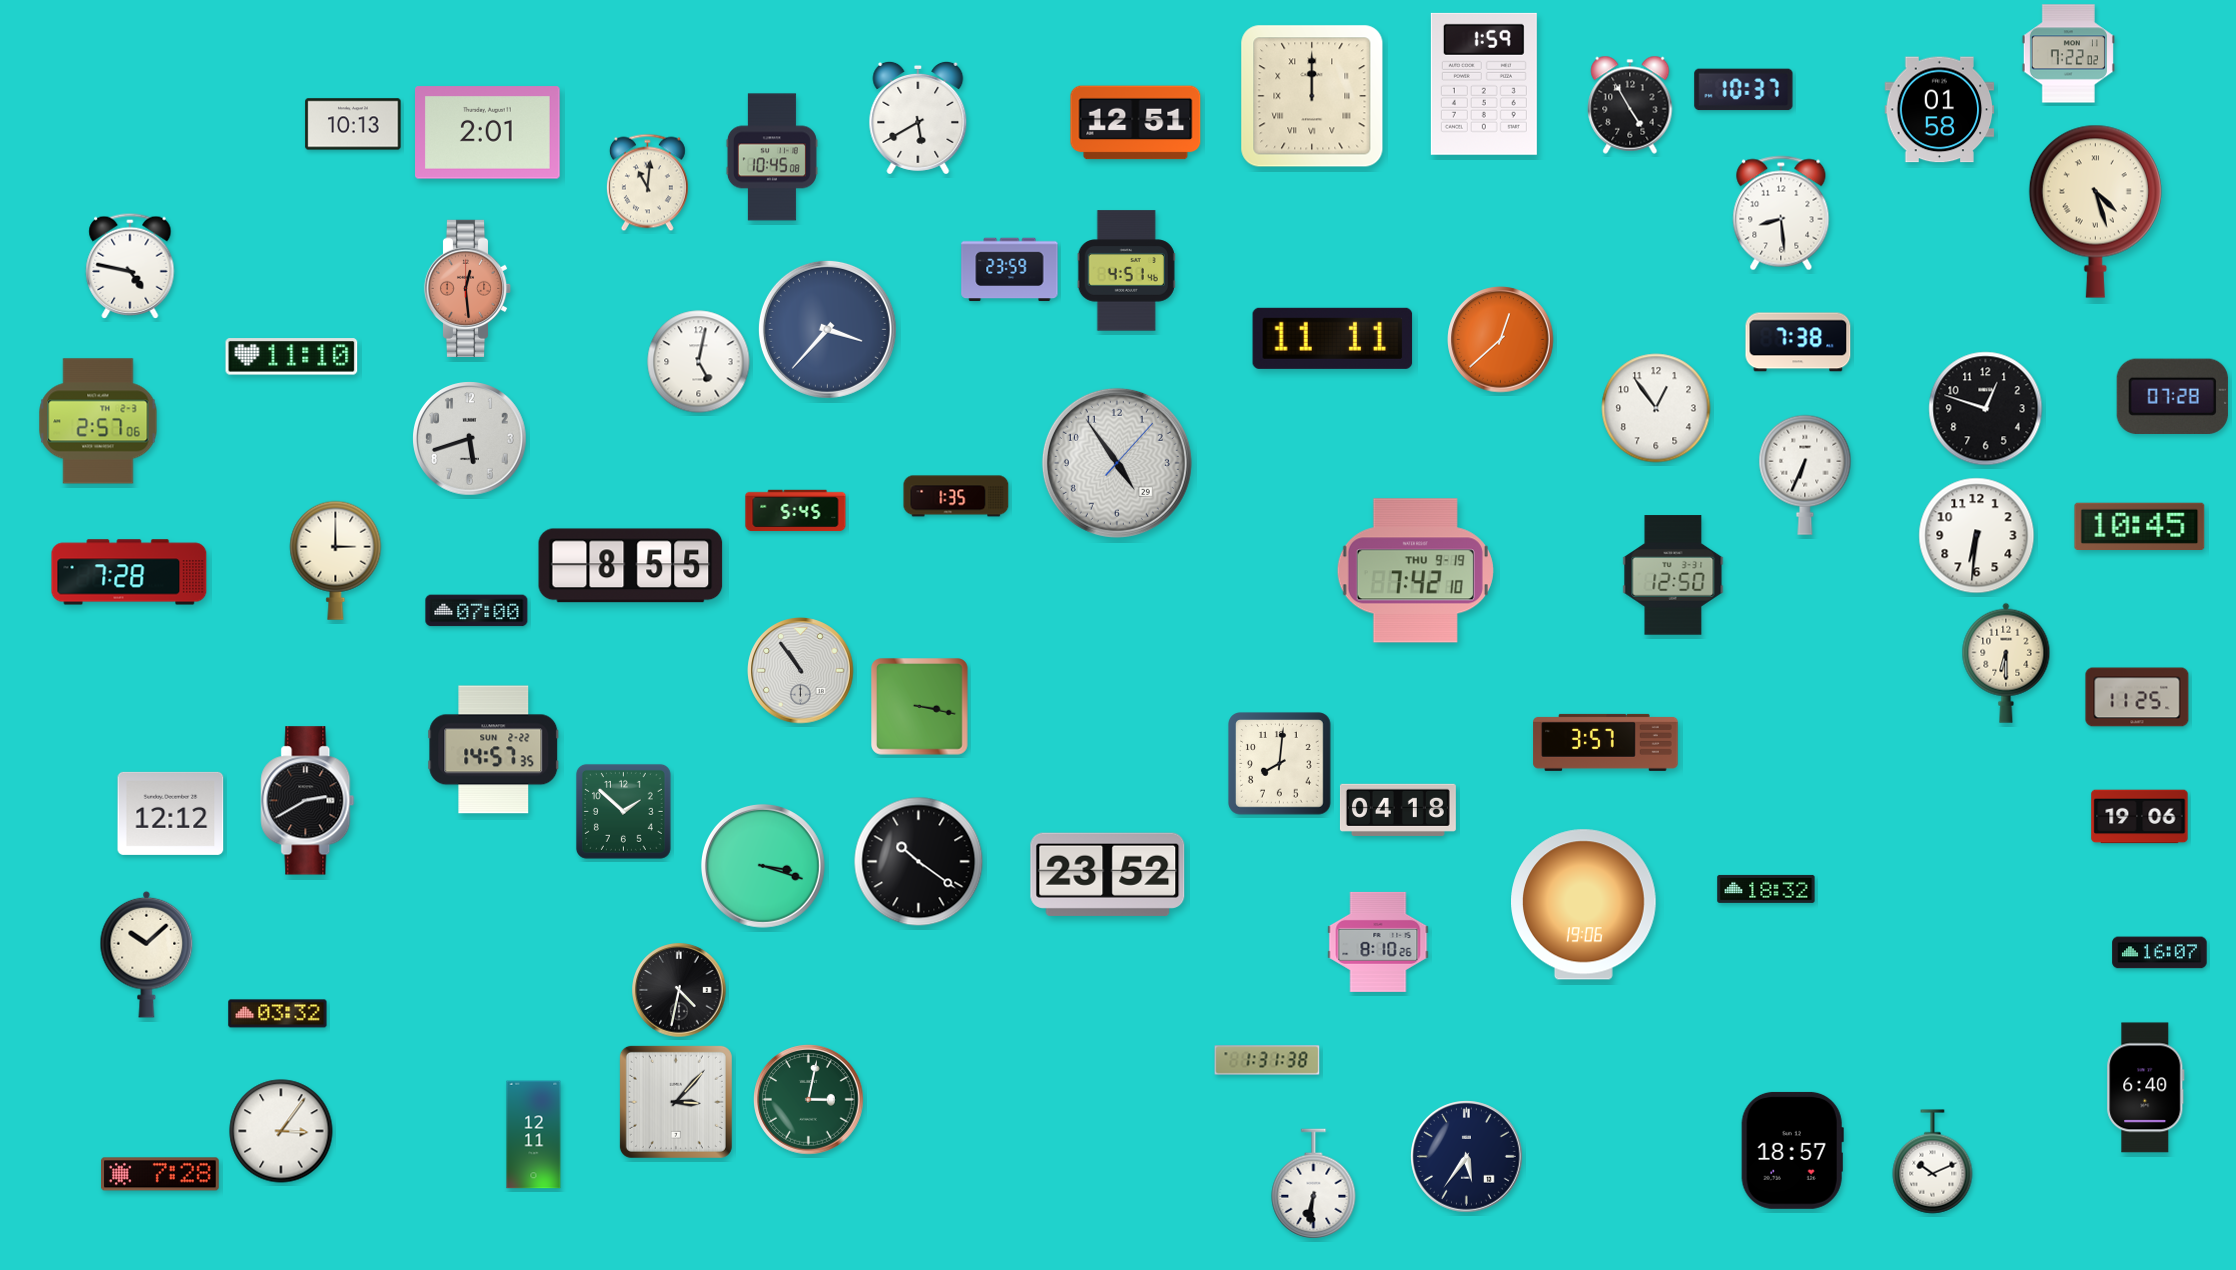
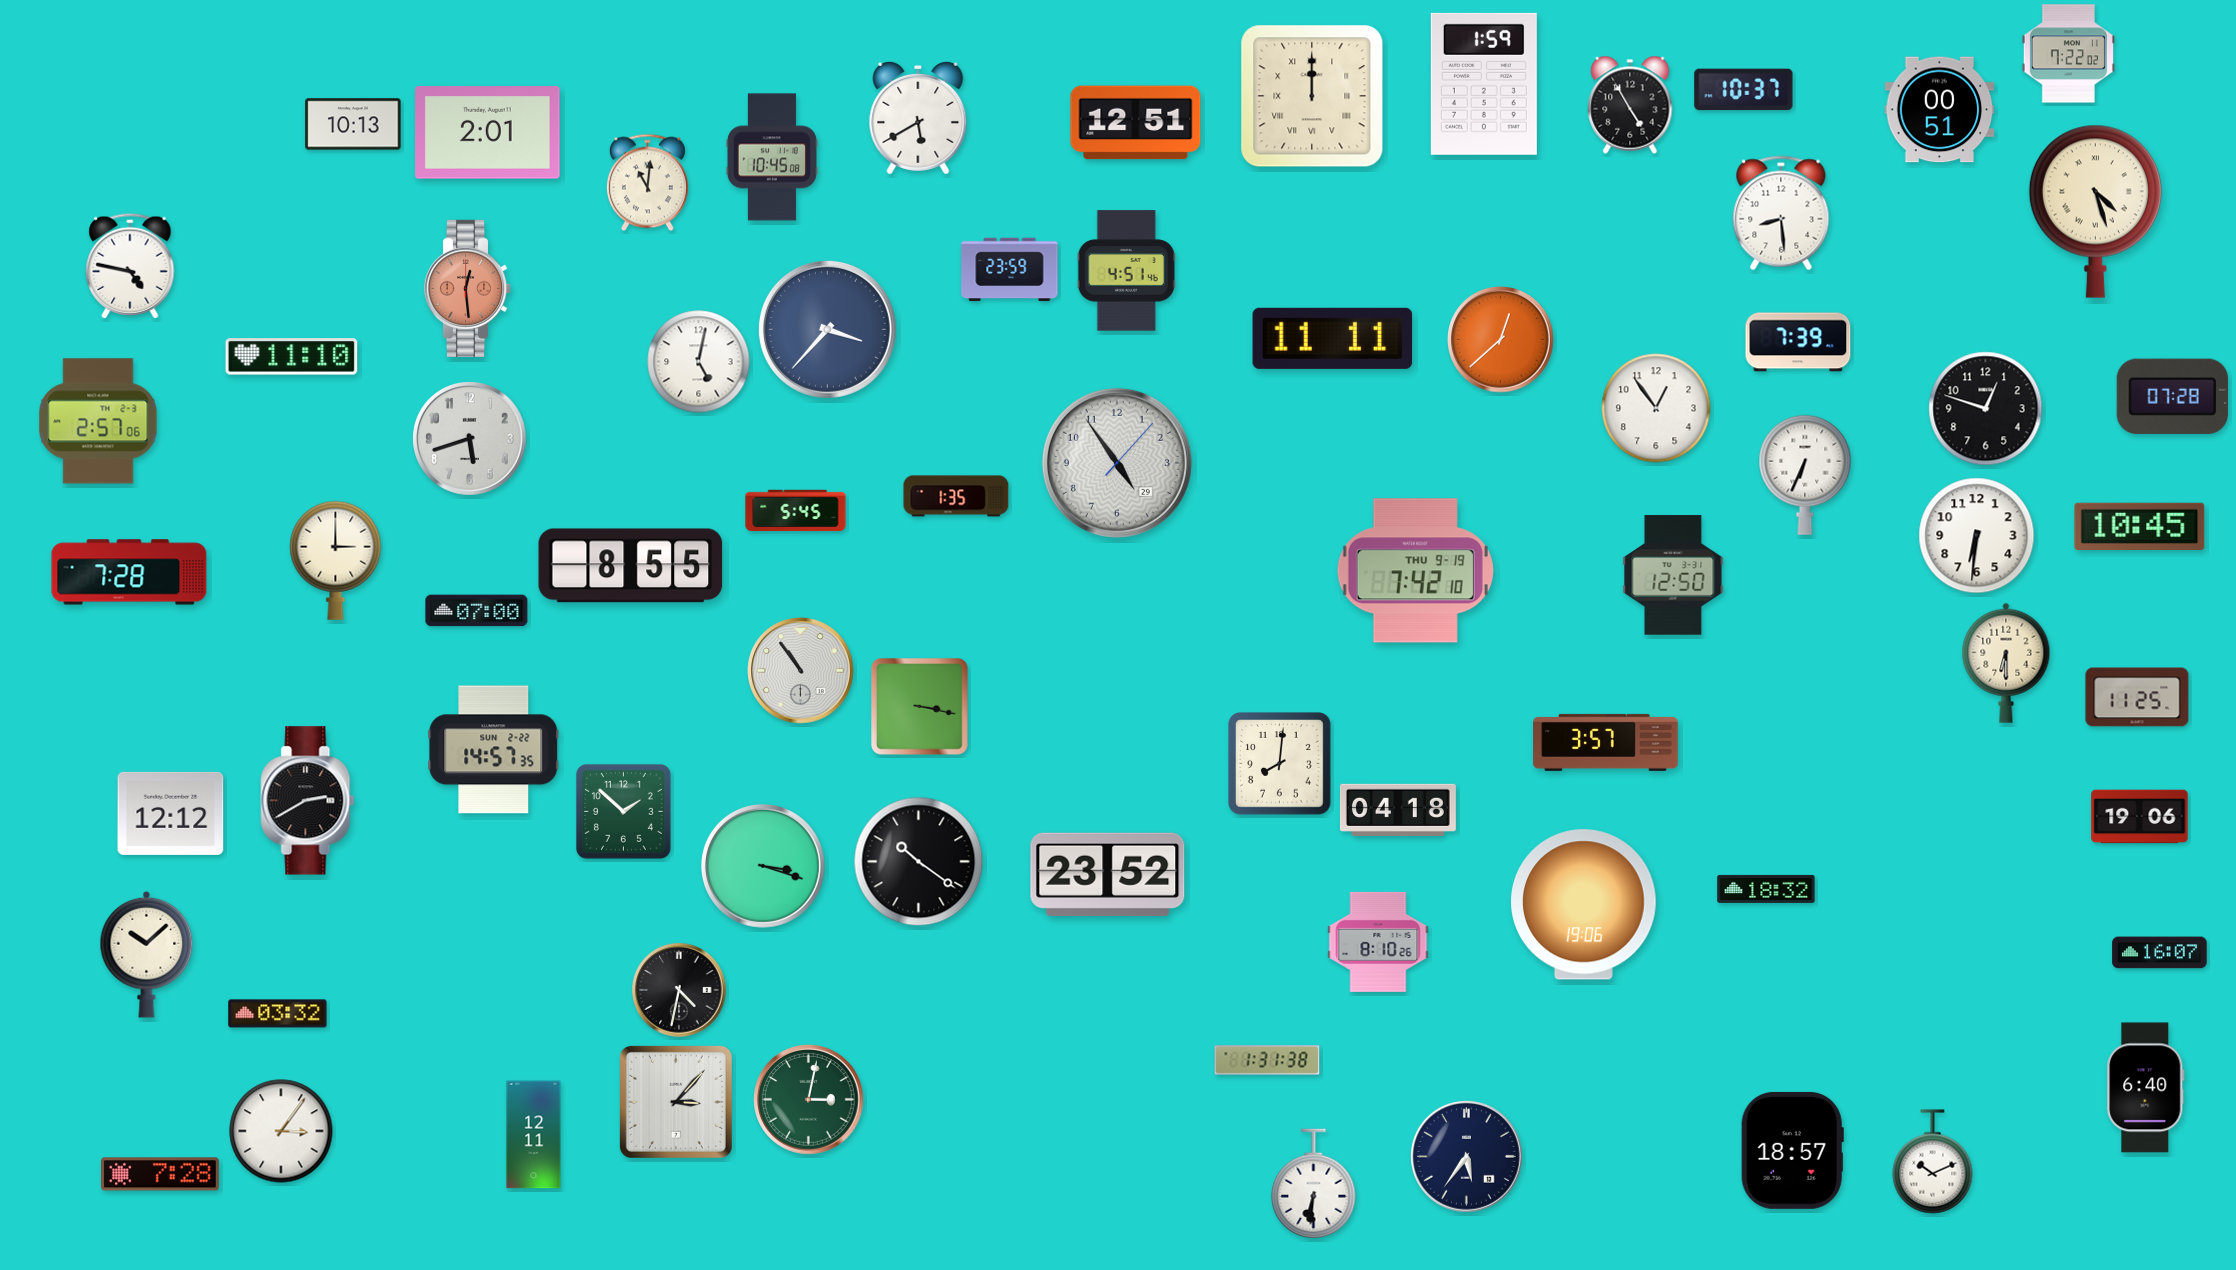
clock at (1940, 110): 01:58 -> 00:51
clock at (1798, 342): 7:38 -> 7:39
